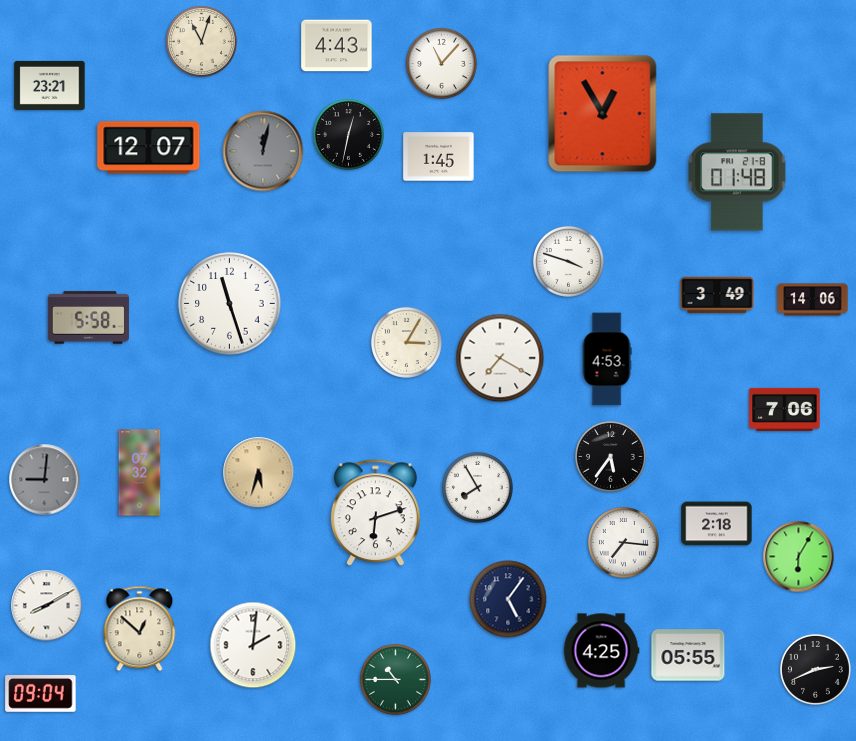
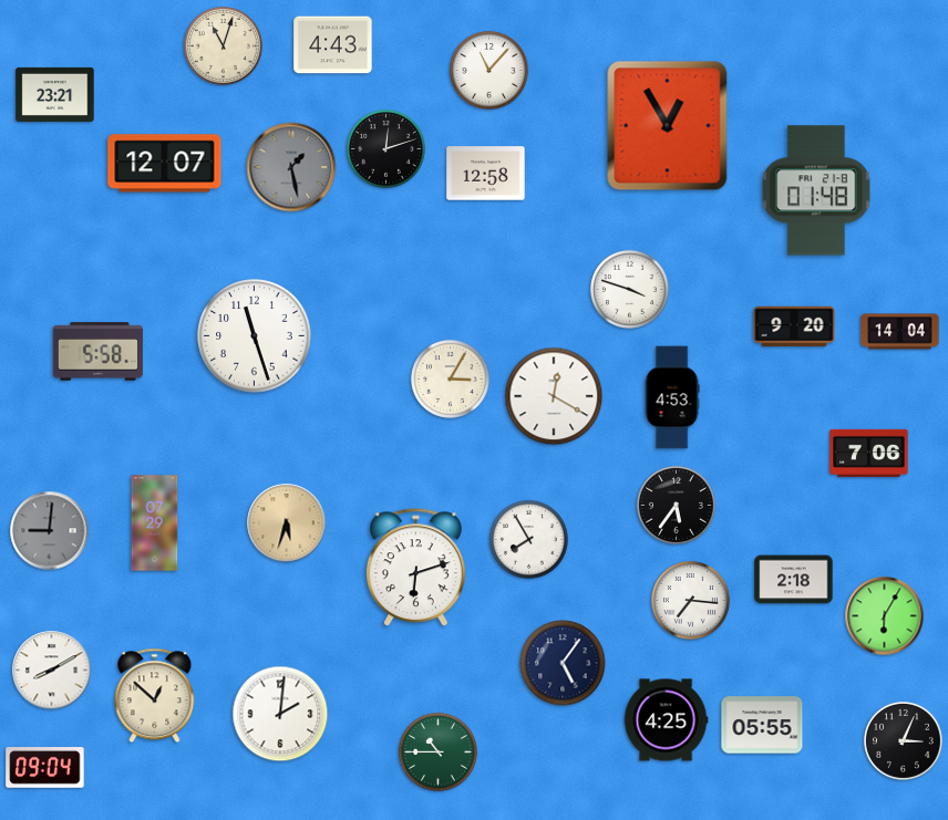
clock at (337, 46) position: (337, 46) -> (333, 45)
clock at (348, 134): 12:32 -> 12:12
clock at (263, 151): 12:02 -> 1:28
clock at (439, 157): 1:45 -> 12:58
clock at (717, 295): 3:49 -> 9:20
clock at (813, 300): 14:06 -> 14:04
clock at (500, 358): 7:20 -> 12:20
clock at (140, 473): 07:32 -> 07:29
clock at (815, 669): 2:41 -> 3:04
